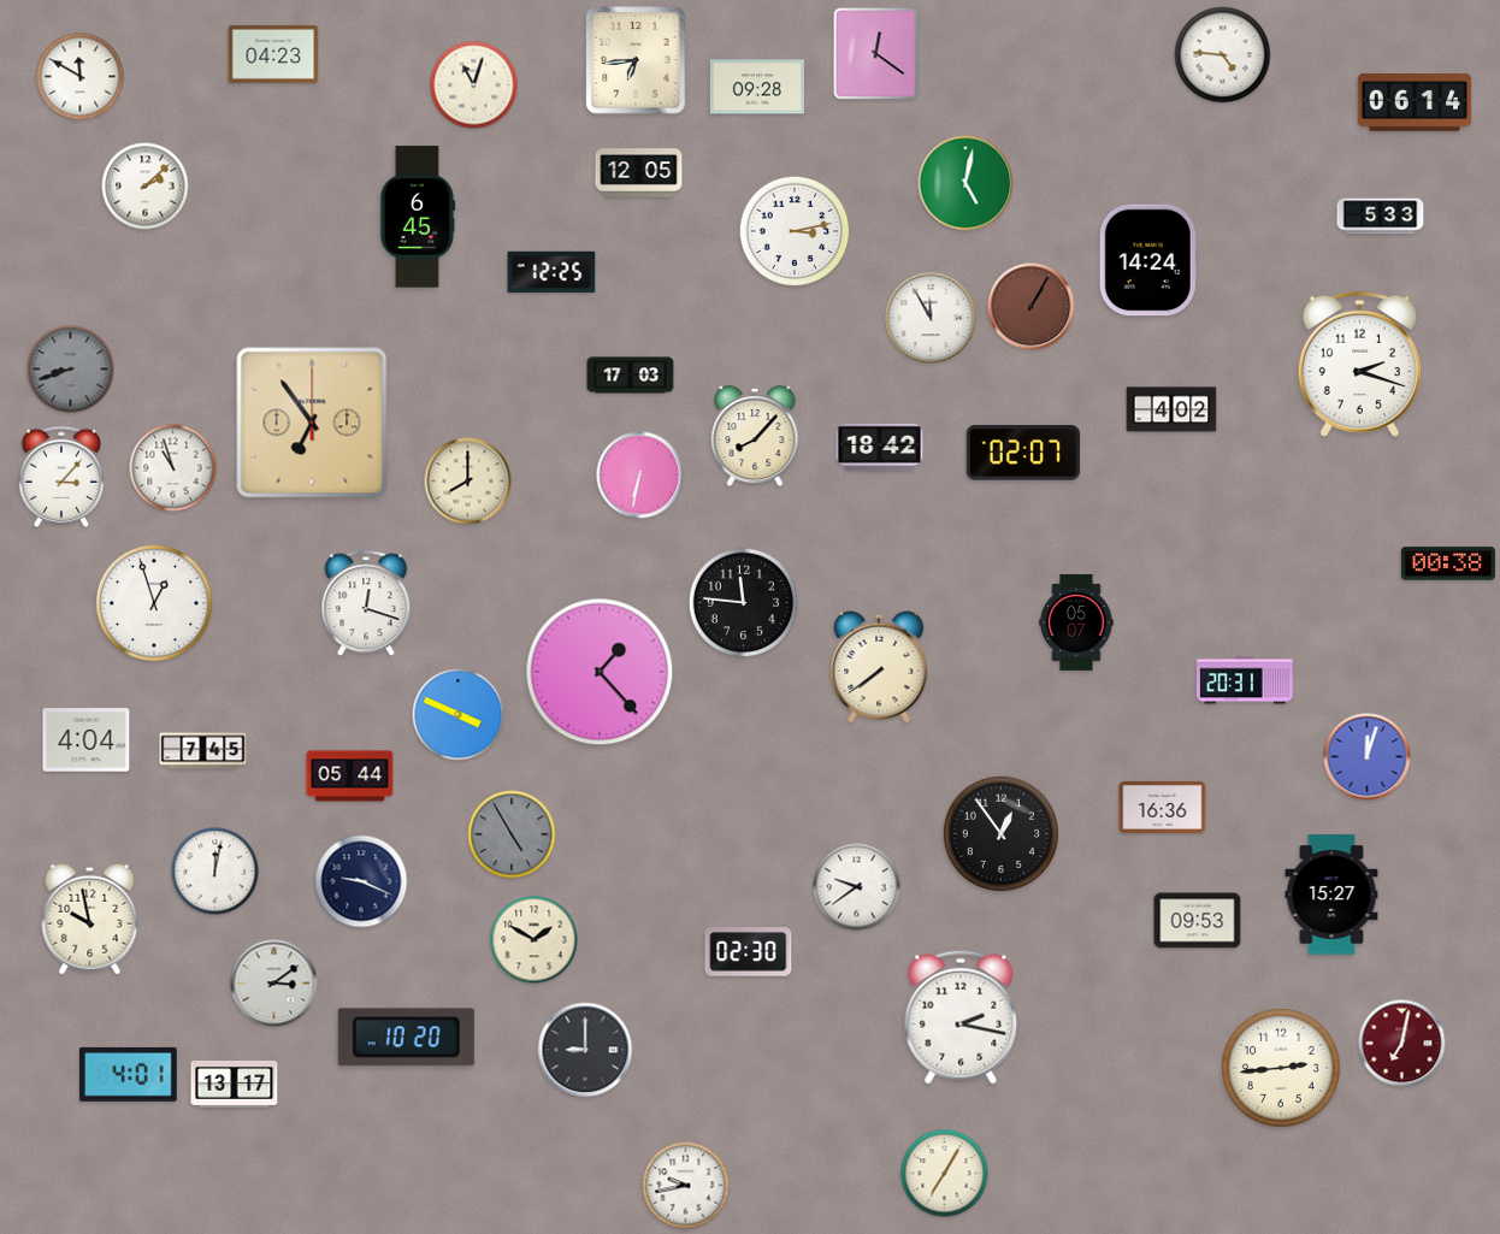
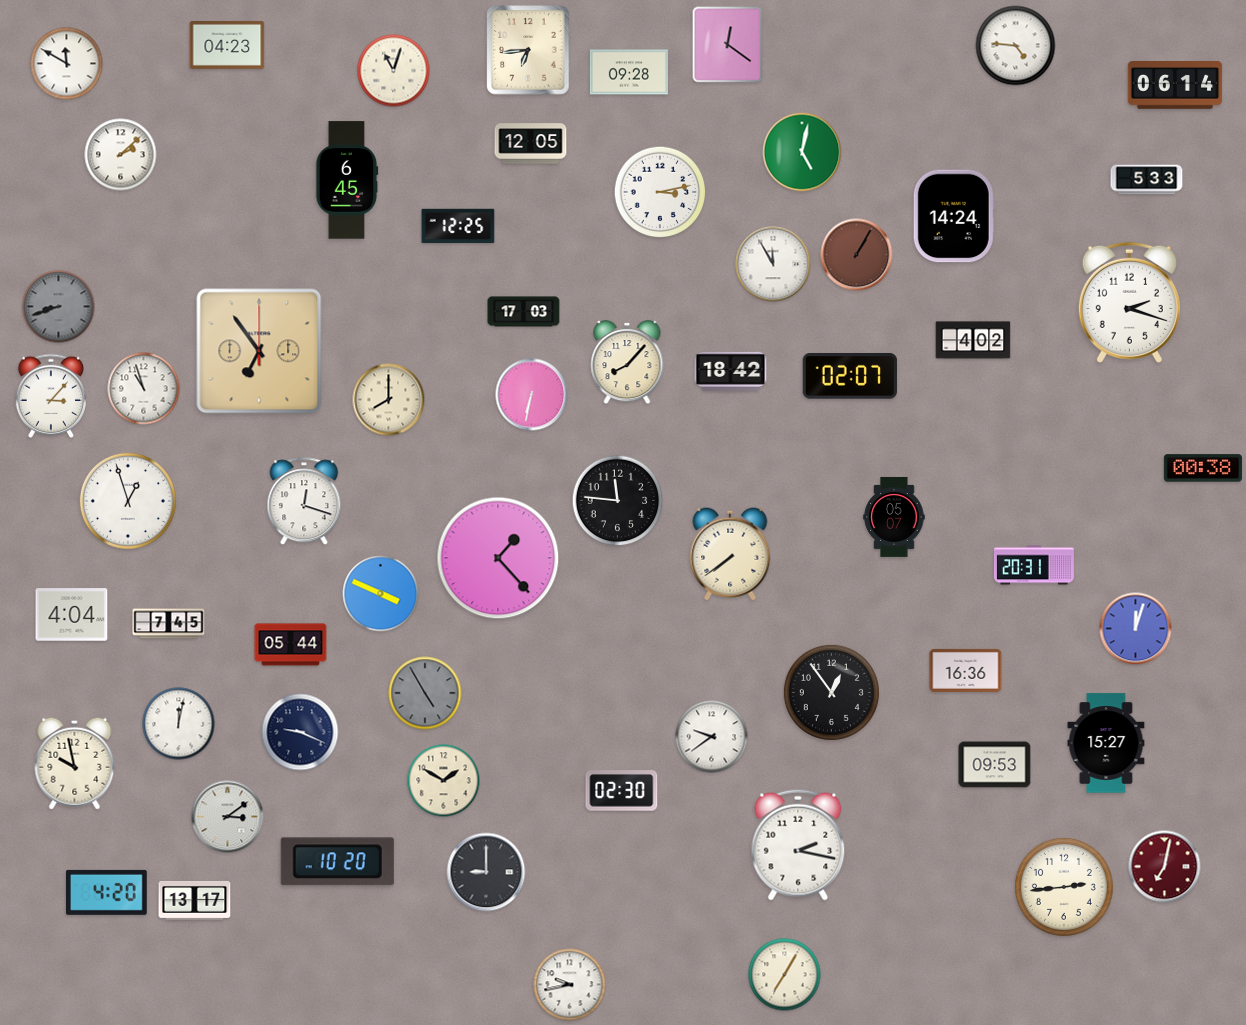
clock at (128, 1074): 4:01 -> 4:20
